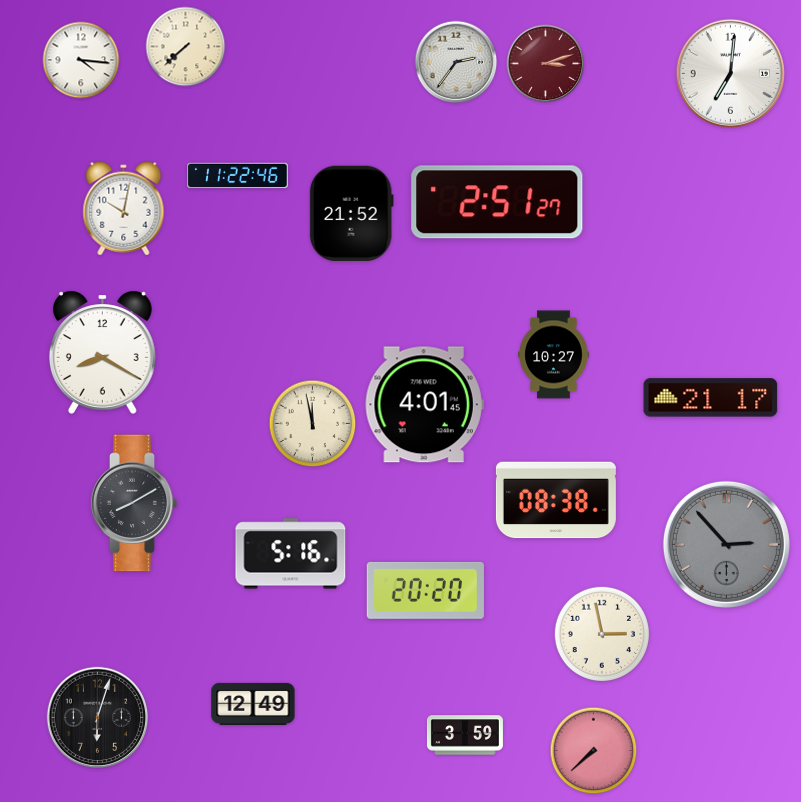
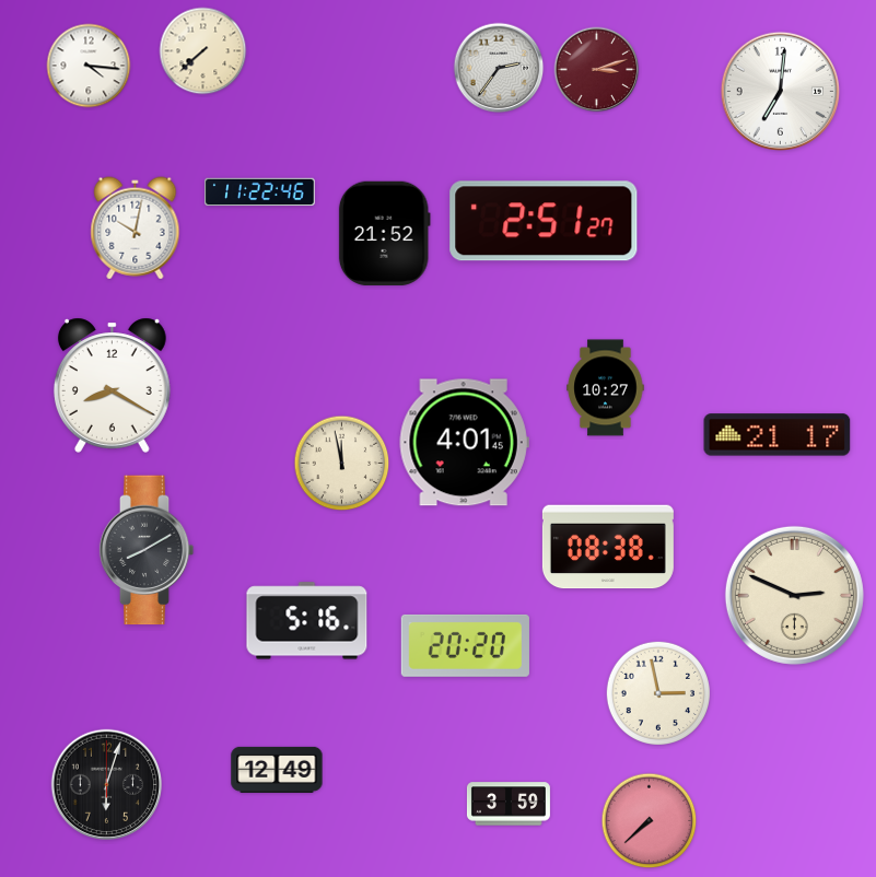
clock at (730, 73) position: (730, 73) -> (780, 91)
clock at (726, 544): 2:53 -> 2:49
clock at (726, 544) dial: grey -> cream
clock at (291, 554) position: (291, 554) -> (307, 621)
